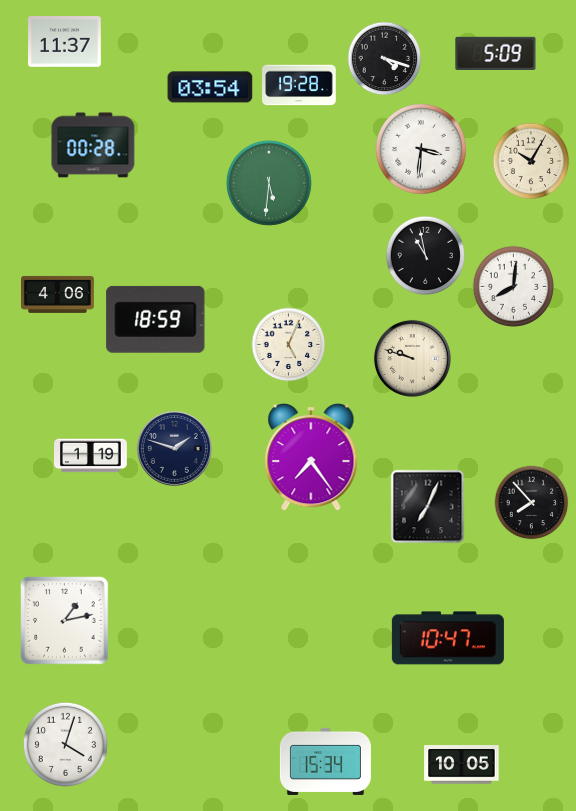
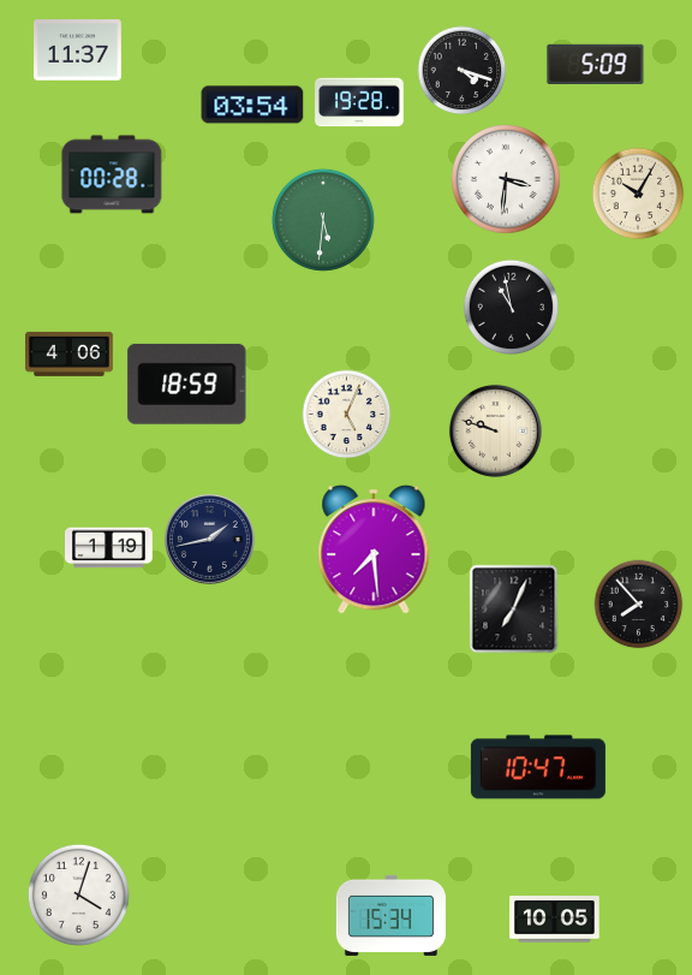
clock at (513, 286): 8:01 -> none
clock at (174, 448): 1:48 -> 1:43
clock at (311, 457): 7:24 -> 7:29
clock at (65, 621): 1:13 -> none
